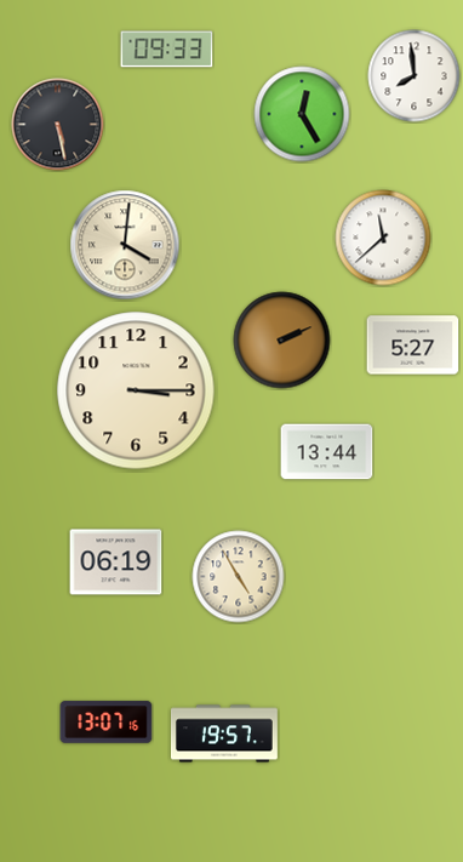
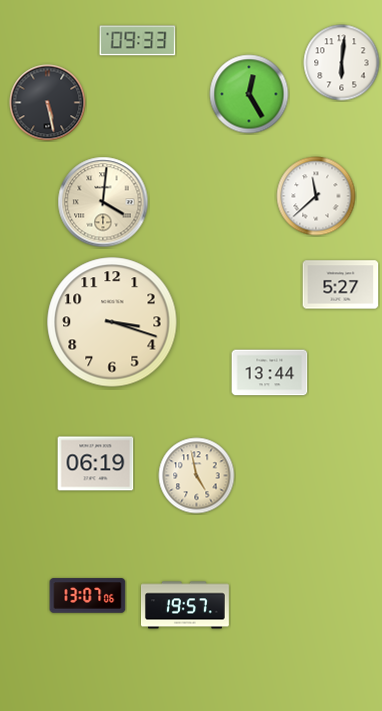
clock at (415, 76): 7:59 -> 6:01
clock at (282, 341): 2:11 -> none
clock at (136, 390): 3:15 -> 3:18
clock at (239, 577): 4:55 -> 4:58
clock at (107, 723): 13:07:16 -> 13:07:06
